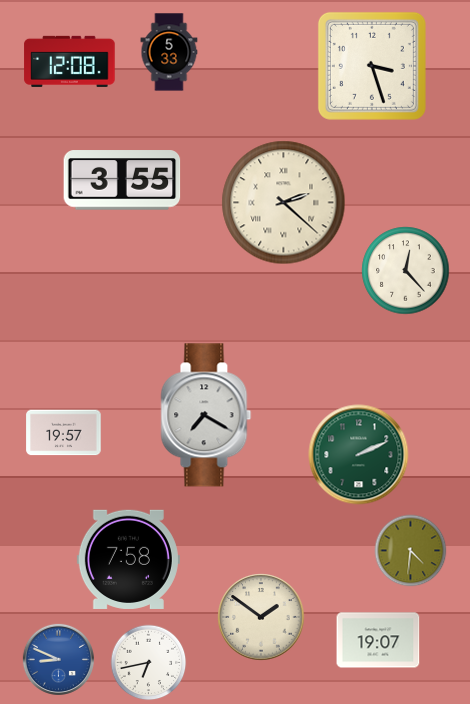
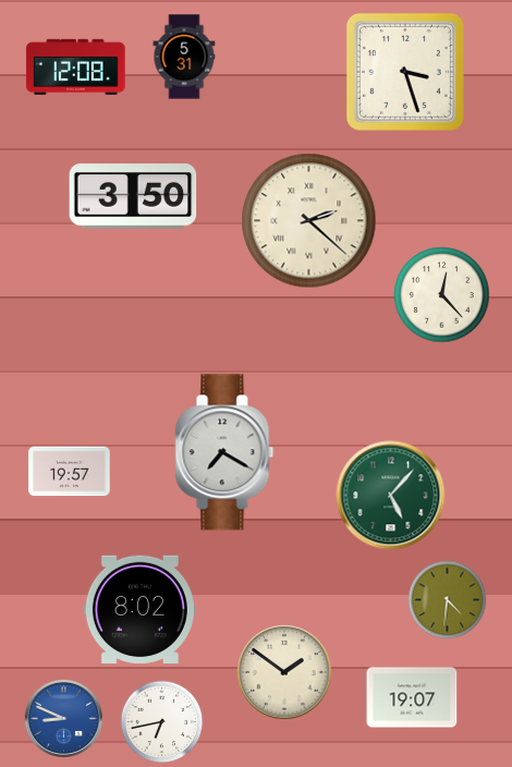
clock at (169, 52): 5:33 -> 5:31
clock at (122, 180): 3:55 -> 3:50
clock at (359, 455): 2:11 -> 5:07
clock at (128, 559): 7:58 -> 8:02
